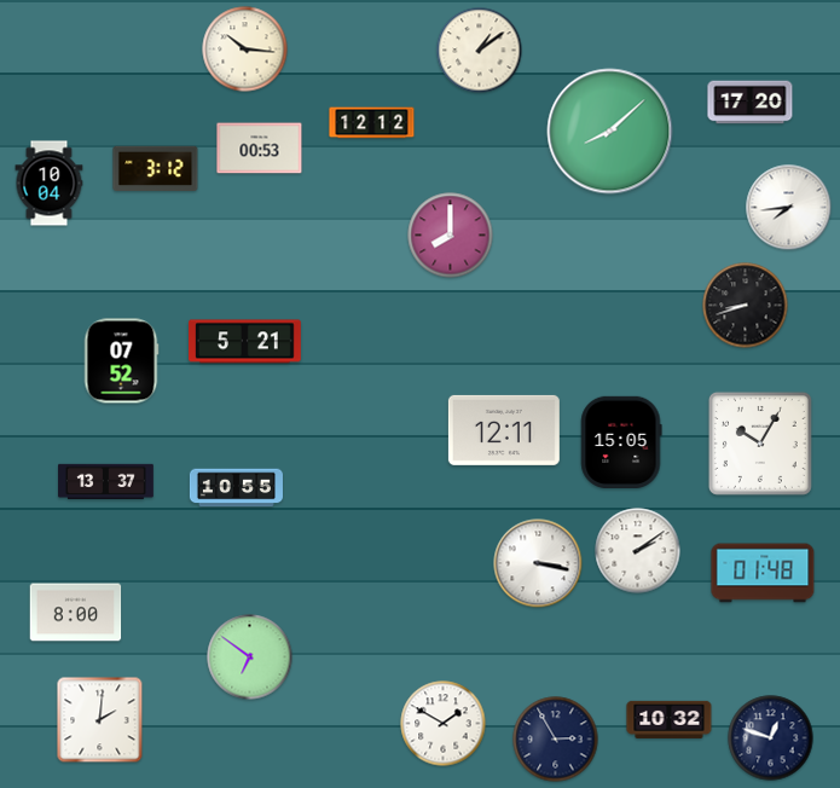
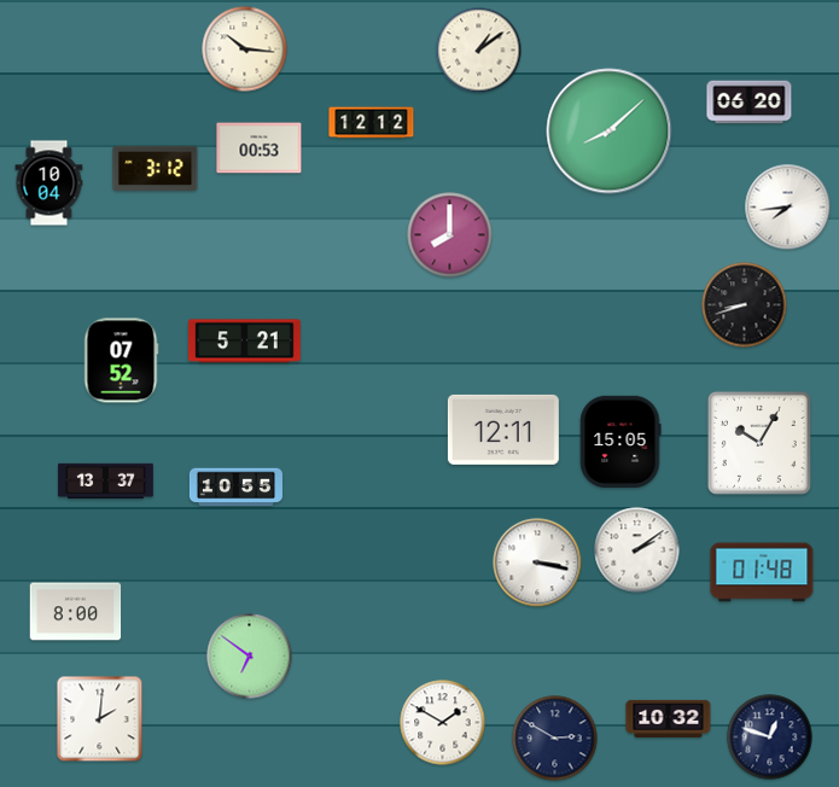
clock at (751, 103): 17:20 -> 06:20
clock at (556, 740): 2:55 -> 2:50
